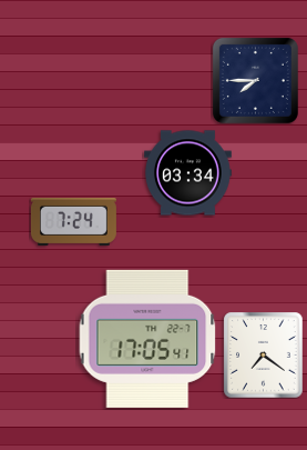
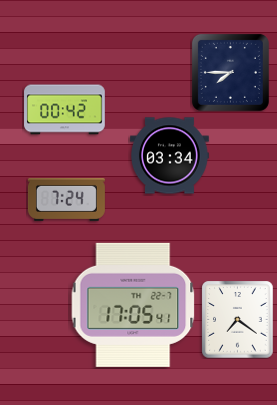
clock at (65, 110): none -> 00:42
